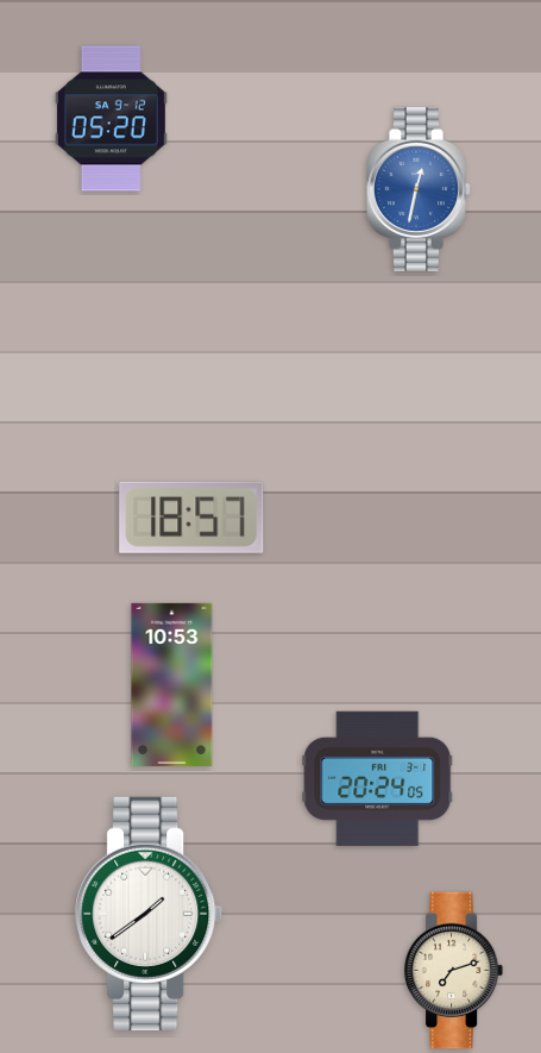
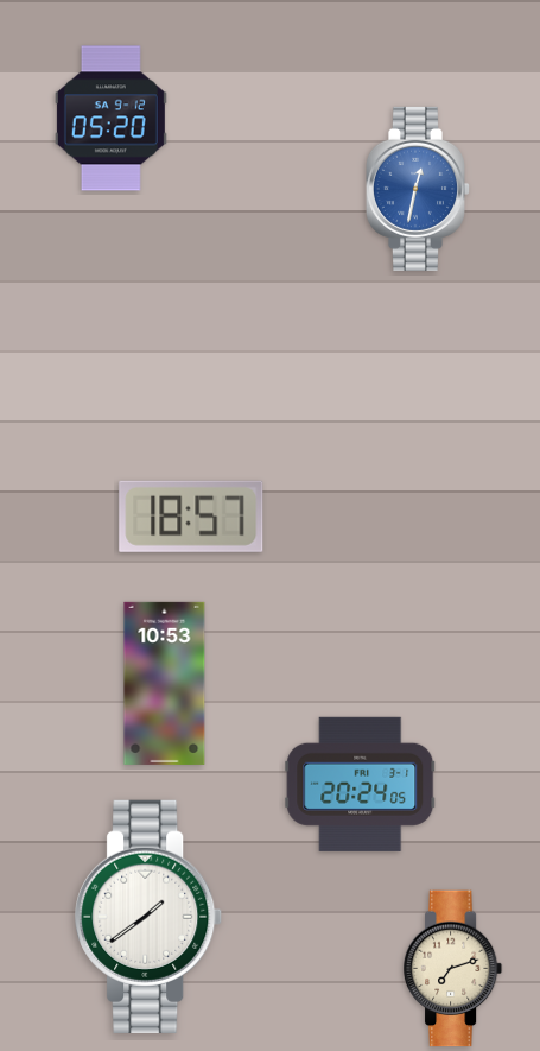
clock at (172, 684) position: (172, 684) -> (165, 683)
clock at (378, 778) position: (378, 778) -> (361, 784)
clock at (150, 914) position: (150, 914) -> (150, 917)
